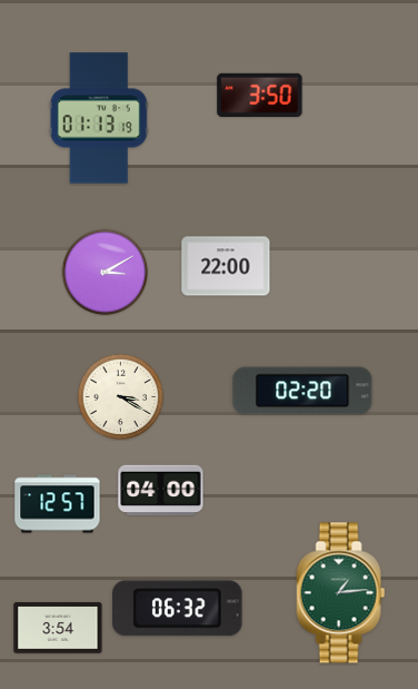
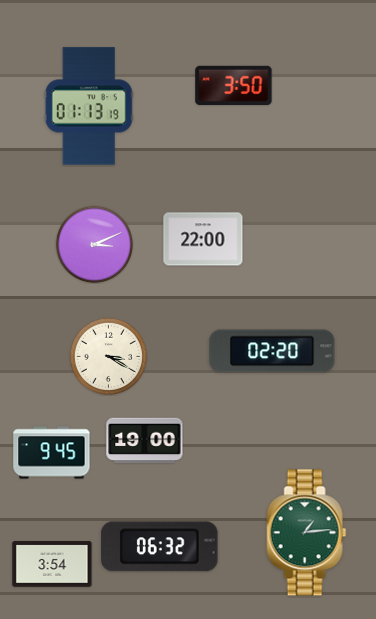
clock at (104, 272): 3:10 -> 3:11
clock at (161, 491): 04:00 -> 19:00
clock at (58, 504): 12:57 -> 9:45
